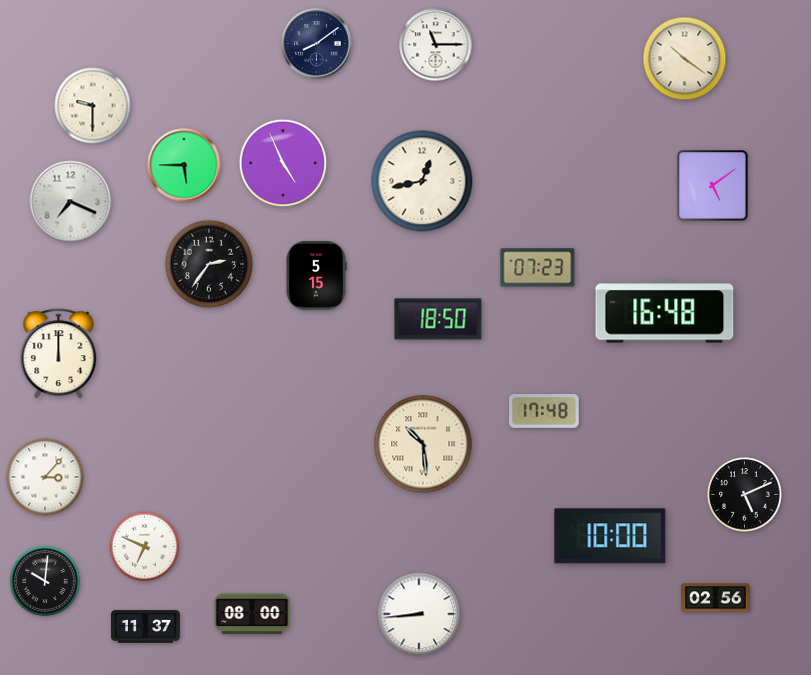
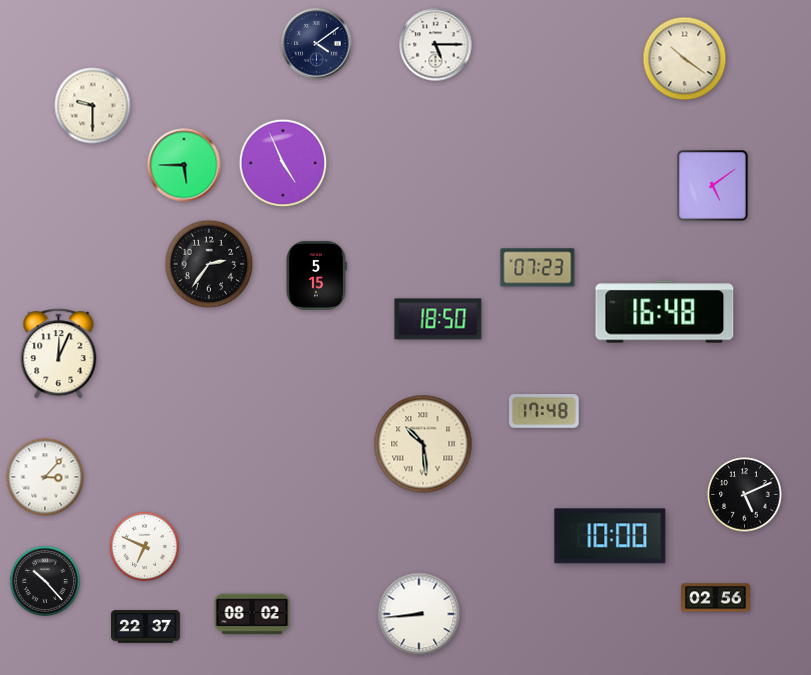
clock at (317, 44): 8:09 -> 4:09
clock at (436, 45): 11:15 -> 5:15
clock at (422, 181): 12:43 -> none
clock at (71, 202): 7:19 -> none
clock at (59, 354): 12:00 -> 12:04
clock at (45, 581): 10:01 -> 10:23
clock at (252, 614): 08:00 -> 08:02
clock at (146, 627): 11:37 -> 22:37
